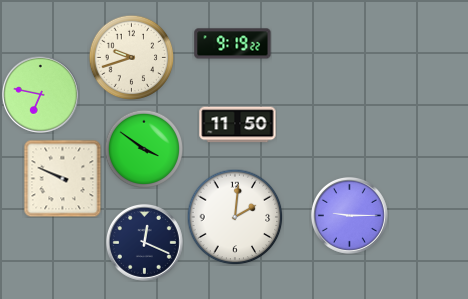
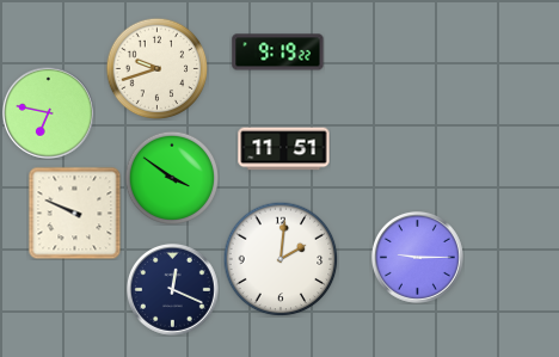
clock at (238, 125): 11:50 -> 11:51
